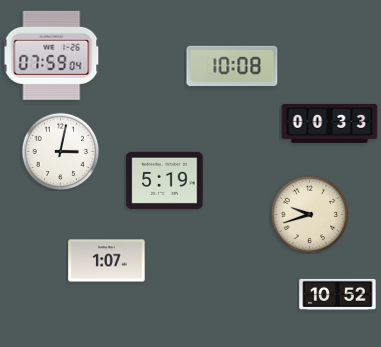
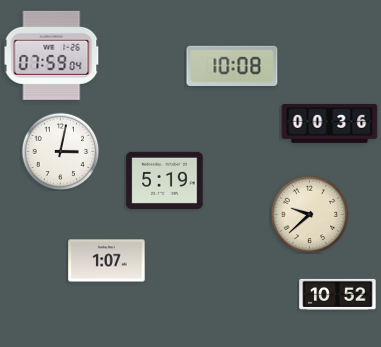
clock at (330, 123): 00:33 -> 00:36
clock at (309, 214): 9:42 -> 9:38
